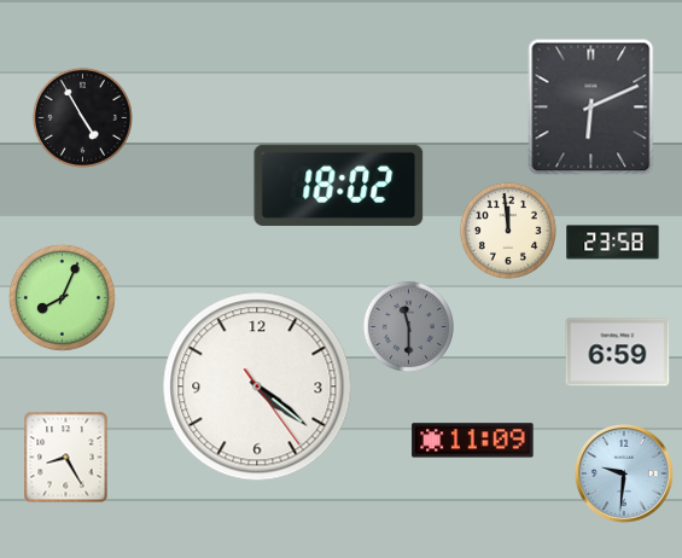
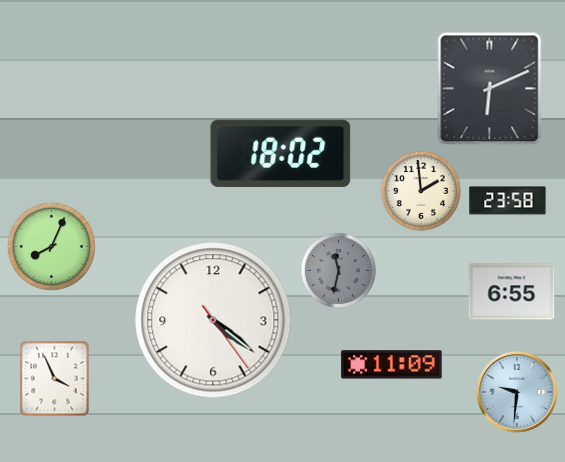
clock at (82, 117): 4:55 -> none
clock at (508, 231): 11:59 -> 1:59
clock at (408, 326): 11:30 -> 11:32
clock at (618, 353): 6:59 -> 6:55
clock at (66, 458): 8:25 -> 3:56
